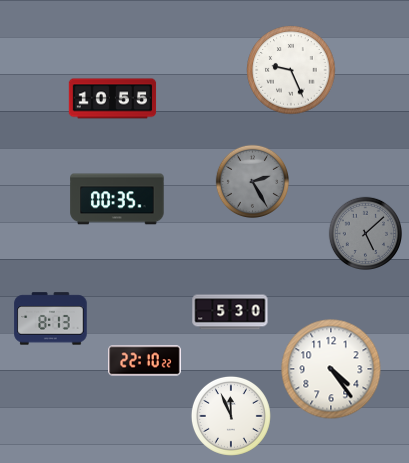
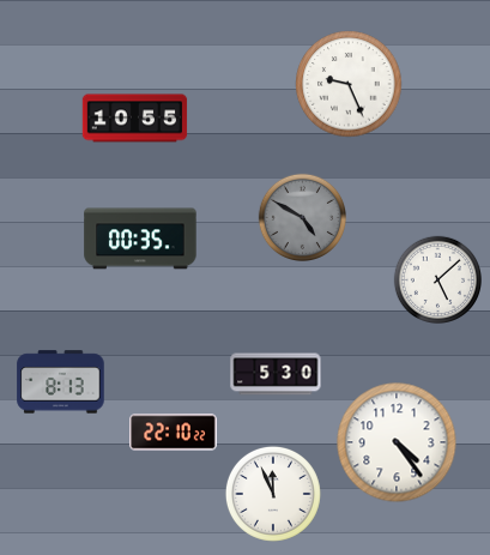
clock at (252, 181): 2:25 -> 4:50
clock at (365, 233) dial: grey -> white
clock at (231, 416) position: (231, 416) -> (273, 494)
